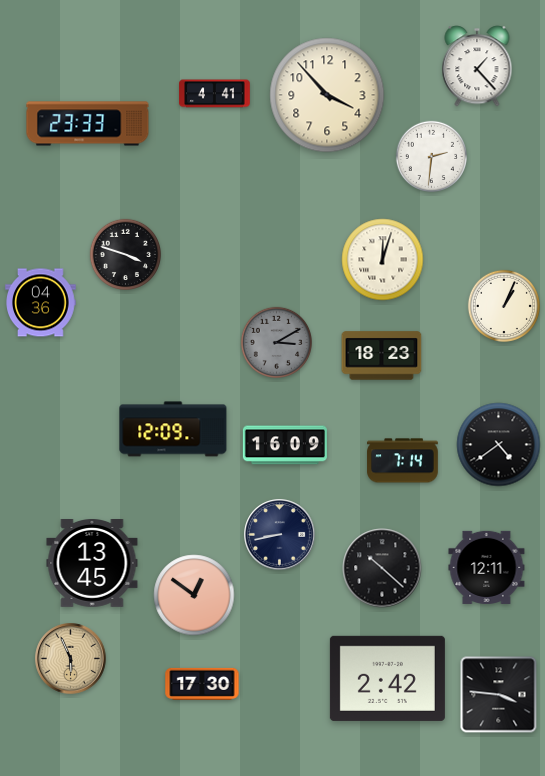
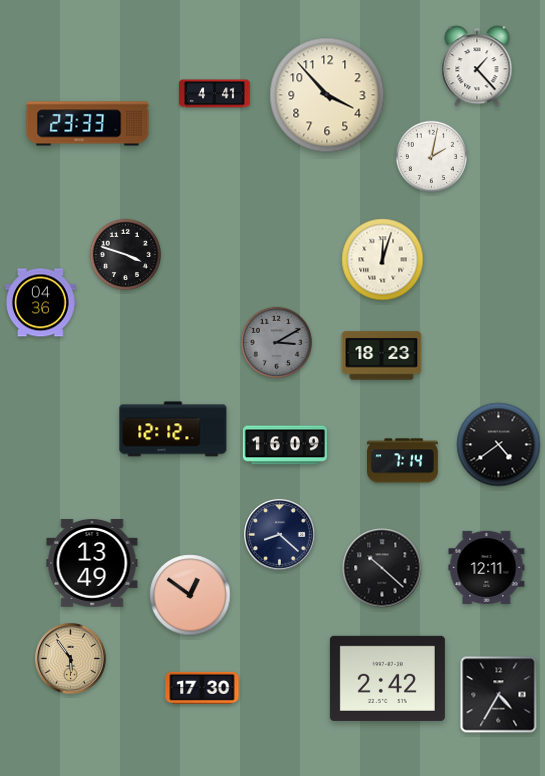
clock at (431, 156): 2:31 -> 2:02
clock at (504, 306): 1:04 -> none
clock at (173, 429): 12:09 -> 12:12
clock at (280, 535): 8:43 -> 8:22
clock at (92, 564): 13:45 -> 13:49
clock at (194, 595) position: (194, 595) -> (190, 595)
clock at (71, 659): 5:56 -> 5:54
clock at (202, 684) position: (202, 684) -> (202, 688)
clock at (499, 695): 3:46 -> 4:35
